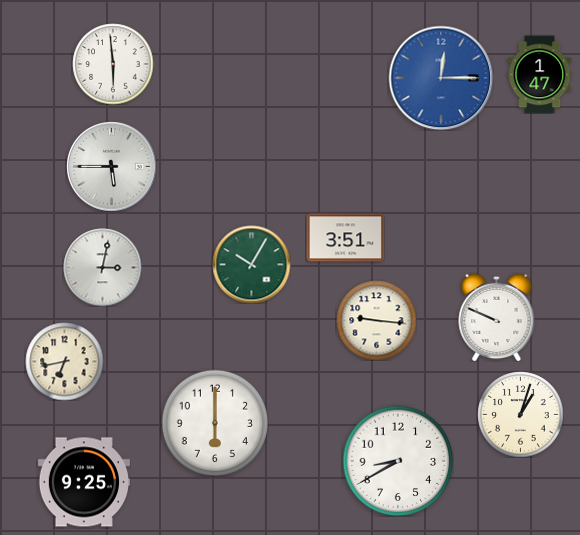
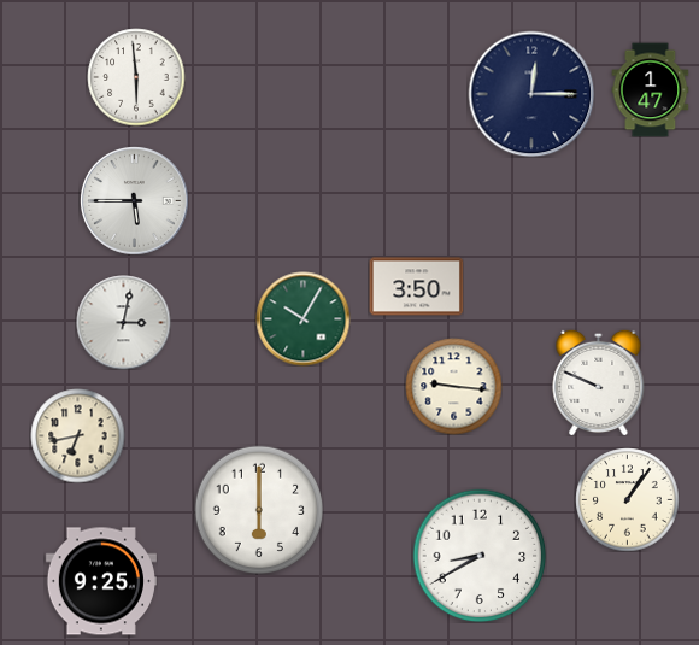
clock at (441, 78) dial: blue -> navy
clock at (345, 238): 3:51 -> 3:50
clock at (520, 414): 1:03 -> 1:06
